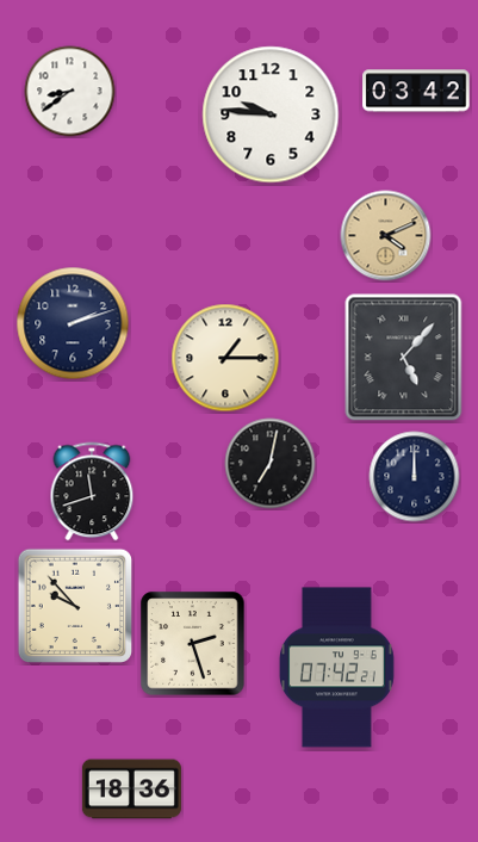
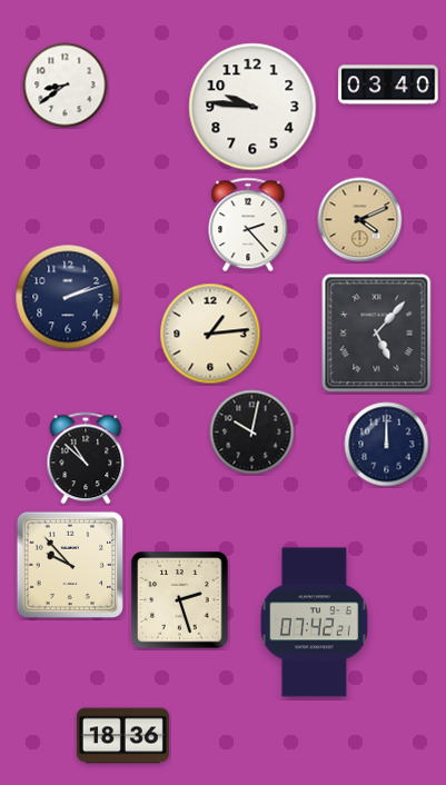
clock at (416, 91): 03:42 -> 03:40
clock at (248, 225): none -> 2:23
clock at (73, 323) position: (73, 323) -> (68, 297)
clock at (225, 358): 1:15 -> 1:14
clock at (271, 464): 7:02 -> 10:02
clock at (92, 491): 11:42 -> 10:52
